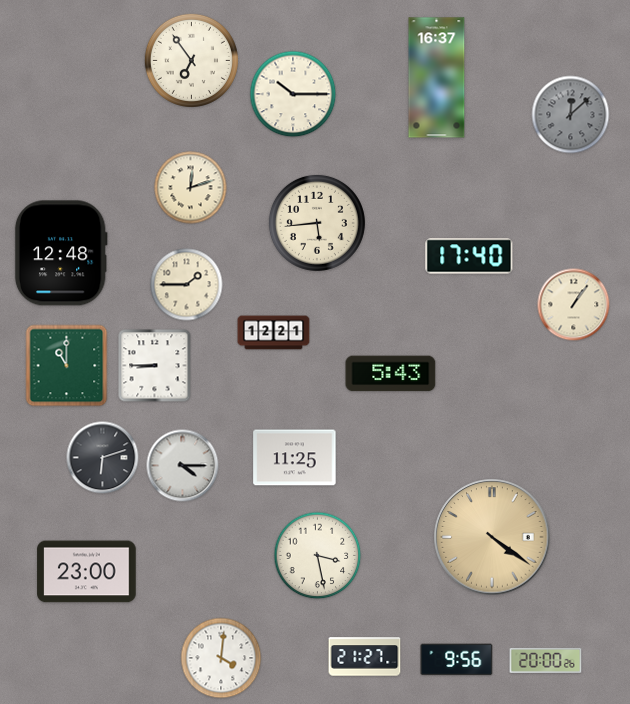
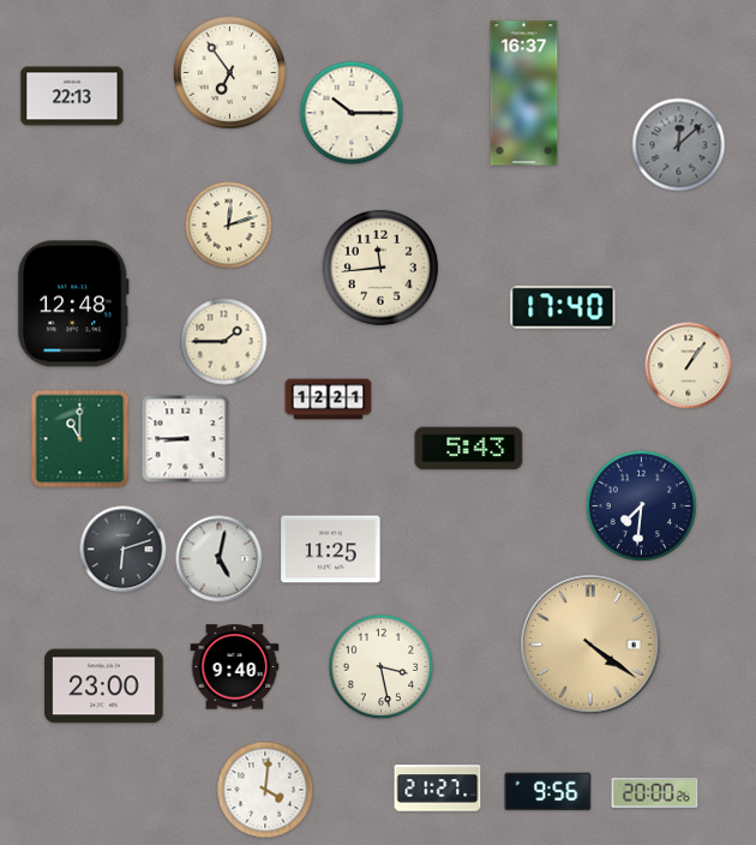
clock at (72, 96): none -> 22:13
clock at (571, 115) position: (571, 115) -> (679, 145)
clock at (317, 223): 5:44 -> 11:44
clock at (641, 505): none -> 7:31
clock at (295, 458) position: (295, 458) -> (331, 550)
clock at (183, 466): 4:15 -> 5:02
clock at (235, 667): none -> 9:40
